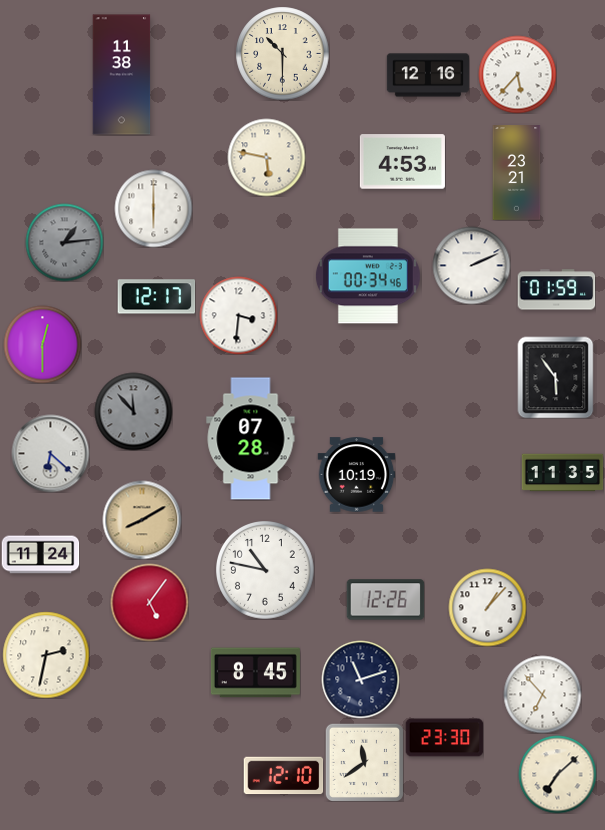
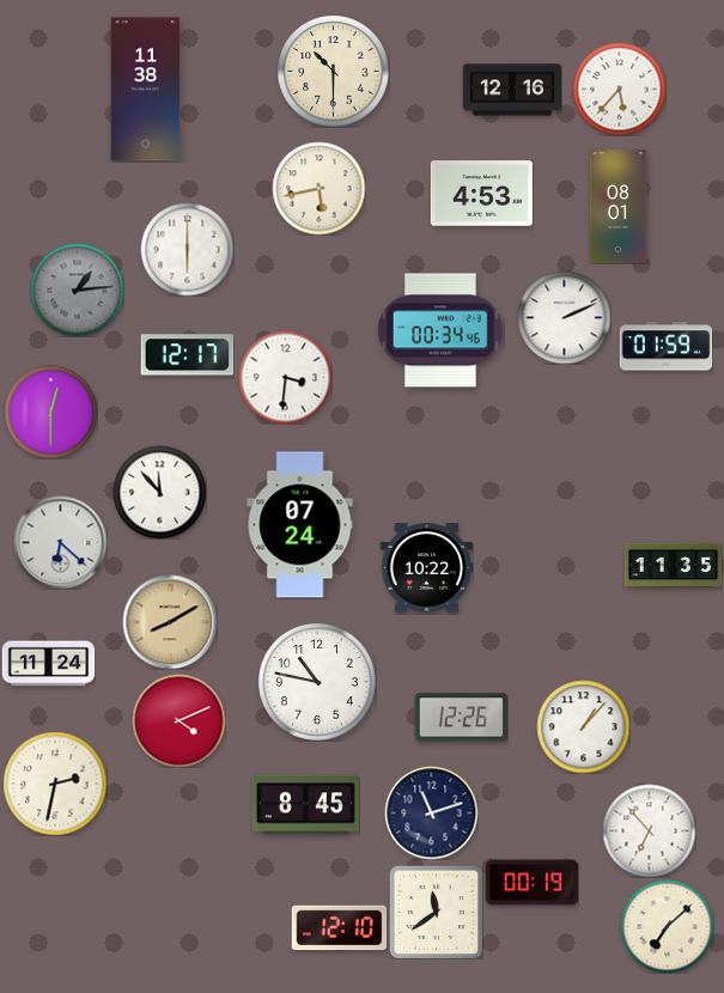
clock at (282, 53) position: (282, 53) -> (333, 71)
clock at (266, 157): 5:47 -> 5:43
clock at (517, 173): 23:21 -> 08:01
clock at (153, 208) position: (153, 208) -> (187, 249)
clock at (556, 377): 5:54 -> none
clock at (133, 411) dial: grey -> white
clock at (251, 439): 07:28 -> 07:24
clock at (356, 475): 10:19 -> 10:22
clock at (149, 602): 5:06 -> 4:11
clock at (444, 738): 23:30 -> 00:19
